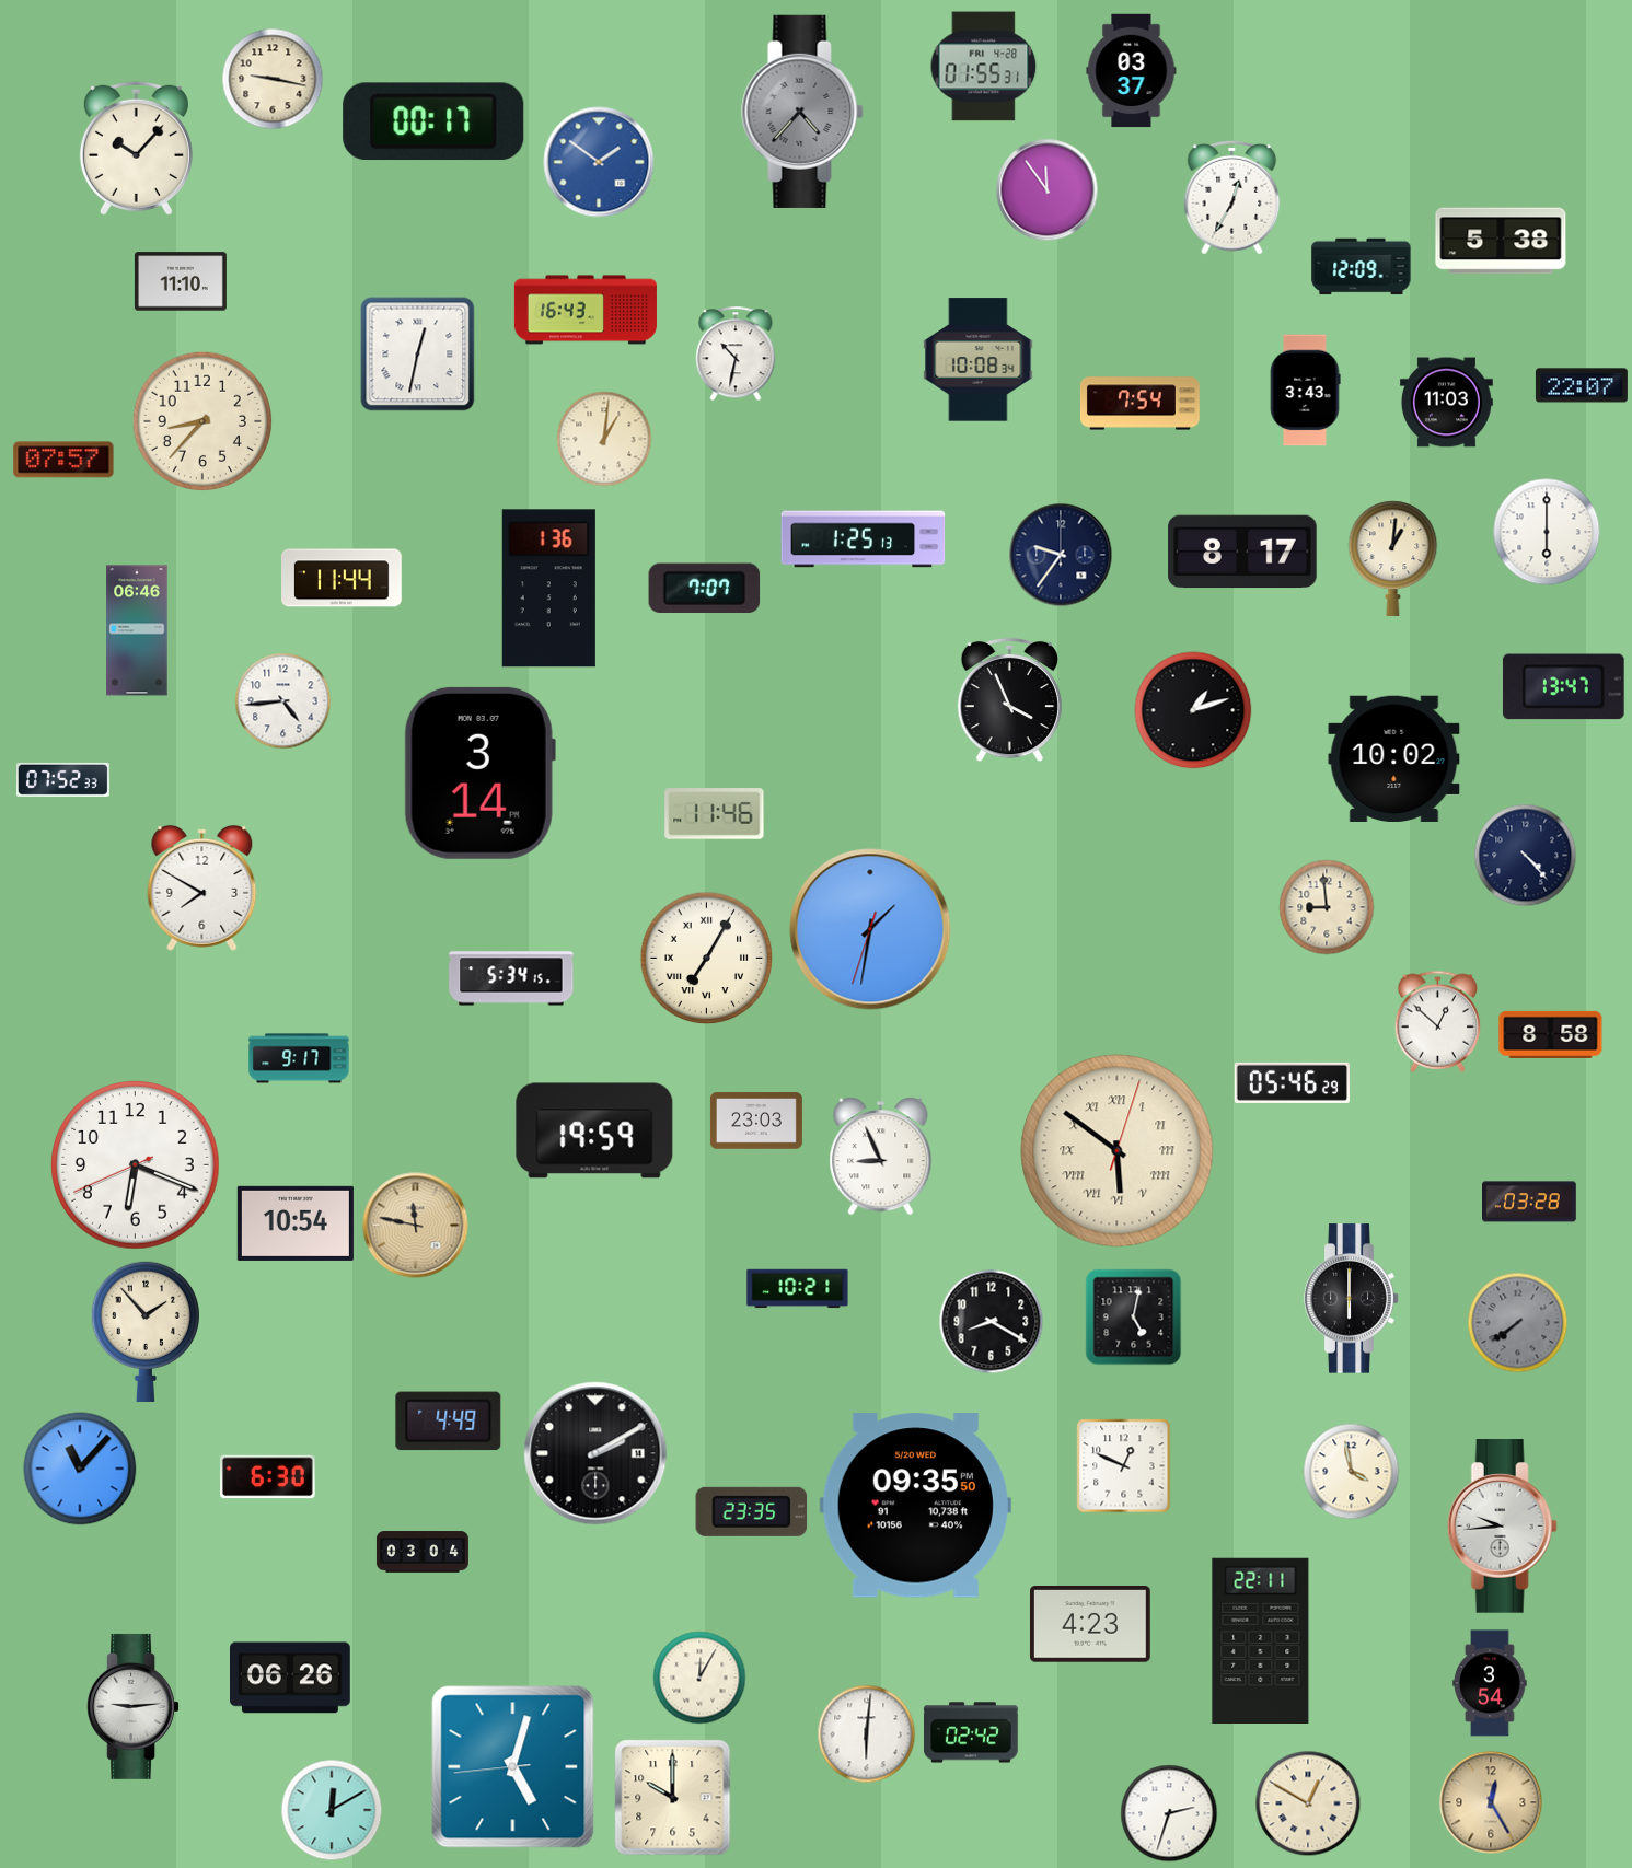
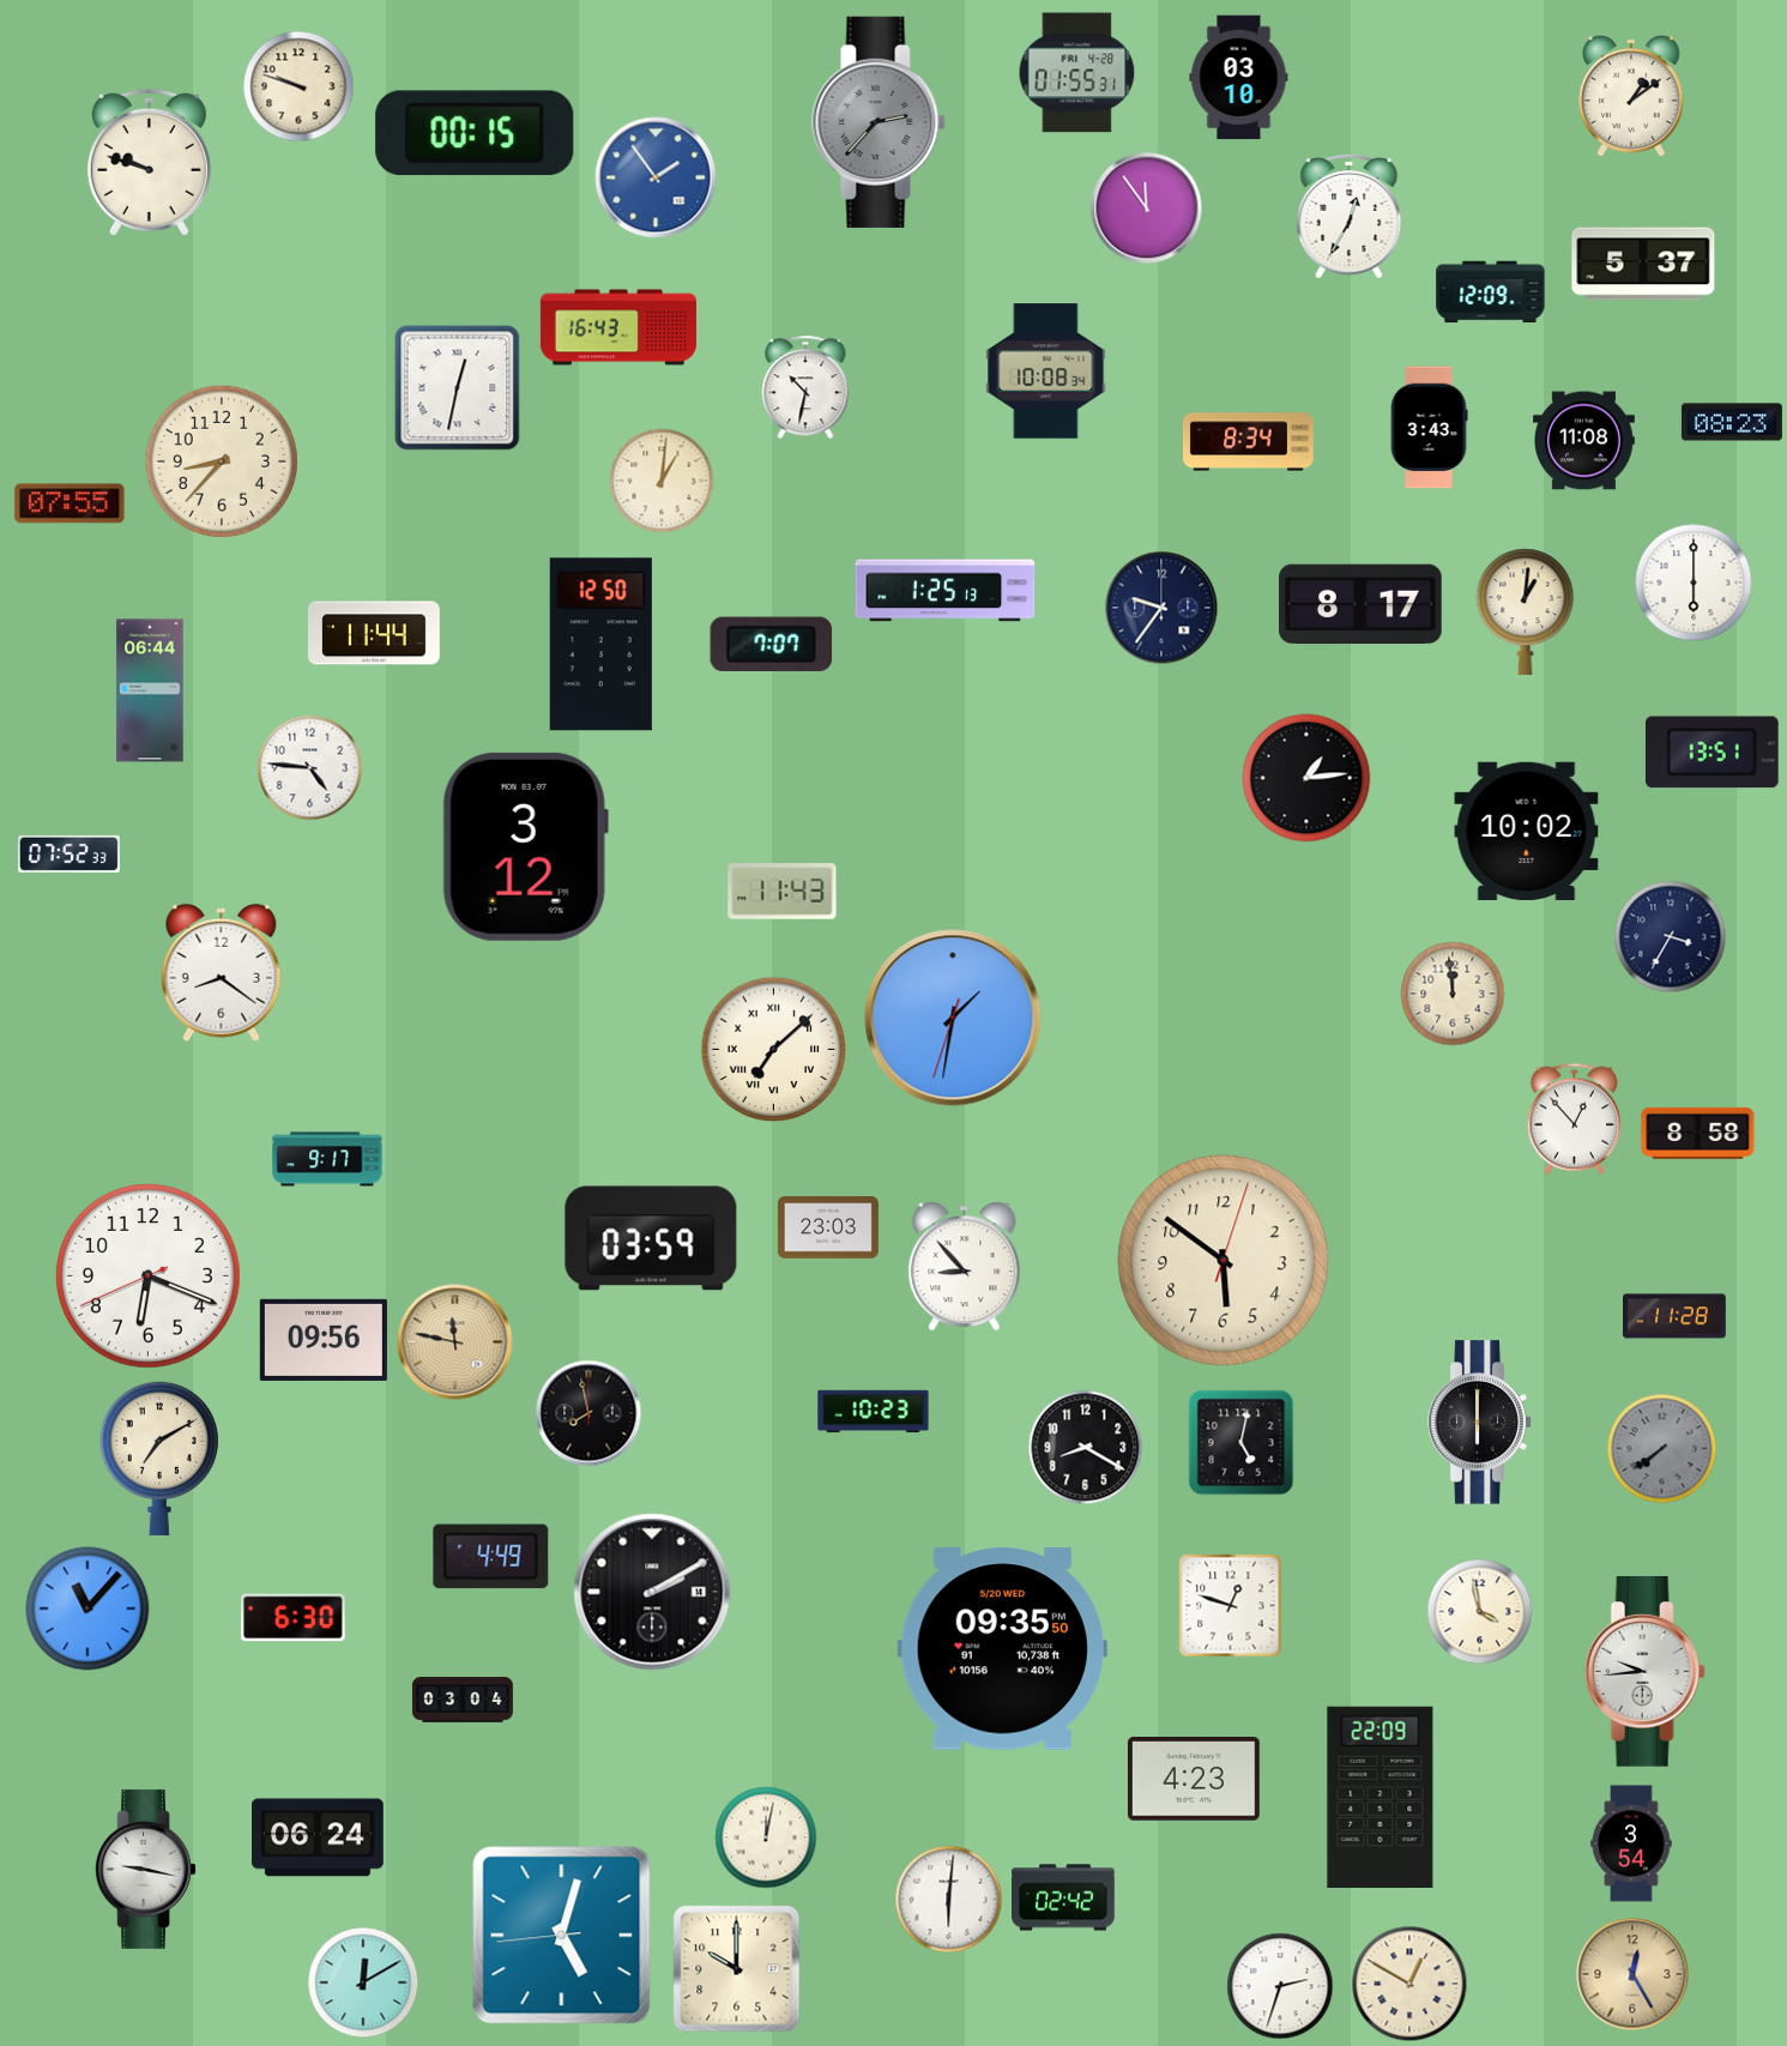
clock at (1132, 71): 03:37 -> 03:10
clock at (273, 79): 9:17 -> 9:48
clock at (1631, 97): none -> 1:09
clock at (802, 112): 4:37 -> 2:37
clock at (433, 121): 00:17 -> 00:15
clock at (136, 148): 10:07 -> 9:48
clock at (599, 162): 1:51 -> 1:54
clock at (1501, 241): 5:38 -> 5:37
clock at (181, 281): 11:10 -> none
clock at (586, 310) position: (586, 310) -> (618, 327)
clock at (979, 360) position: (979, 360) -> (1046, 372)
clock at (1582, 385): 22:07 -> 08:23
clock at (1446, 403): 11:03 -> 11:08
clock at (1139, 404): 7:54 -> 8:34
clock at (63, 460): 07:57 -> 07:55
clock at (548, 589): 1:36 -> 12:50
clock at (137, 630): 06:46 -> 06:44
clock at (1563, 687): 13:47 -> 13:51
clock at (1009, 700): 3:56 -> none
clock at (283, 701): 4:44 -> 4:46
clock at (1193, 710): 1:12 -> 1:14
clock at (479, 773): 3:14 -> 3:12
clock at (715, 814): 11:46 -> 11:43
clock at (1526, 856): 4:23 -> 3:35
clock at (202, 887): 7:50 -> 8:21
clock at (1327, 907): 8:59 -> 11:59
clock at (707, 959): 7:05 -> 7:08
clock at (511, 978): 5:34 -> none
clock at (1438, 1021): 12:52 -> 12:53
clock at (1292, 1082): 05:46 -> none
clock at (594, 1130): 19:59 -> 03:59
clock at (1118, 1151) numerals: Roman -> Arabic
clock at (881, 1157): 8:56 -> 8:53
clock at (1530, 1202): 03:28 -> 11:28
clock at (296, 1223): 10:54 -> 09:56
clock at (798, 1289): 10:21 -> 10:23
clock at (588, 1413): none -> 7:58
clock at (146, 1331): 1:53 -> 7:10
clock at (1124, 1466): 12:49 -> 12:48
clock at (752, 1511): 23:35 -> none
clock at (1261, 1640): 22:11 -> 22:09
clock at (291, 1678): 06:26 -> 06:24
clock at (699, 1678): 12:05 -> 12:02
clock at (132, 1706): 9:14 -> 9:17
clock at (1308, 1803) position: (1308, 1803) -> (1409, 1984)
